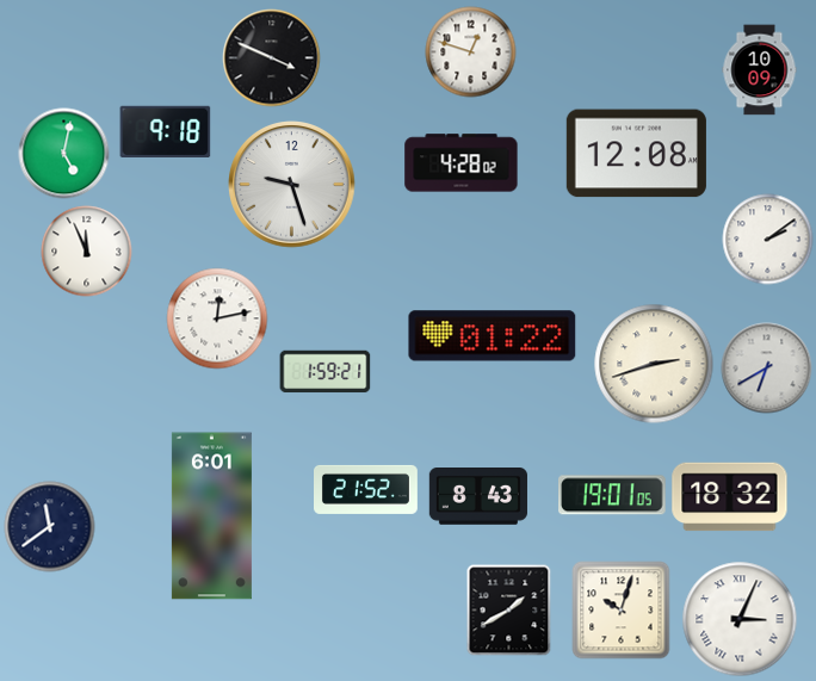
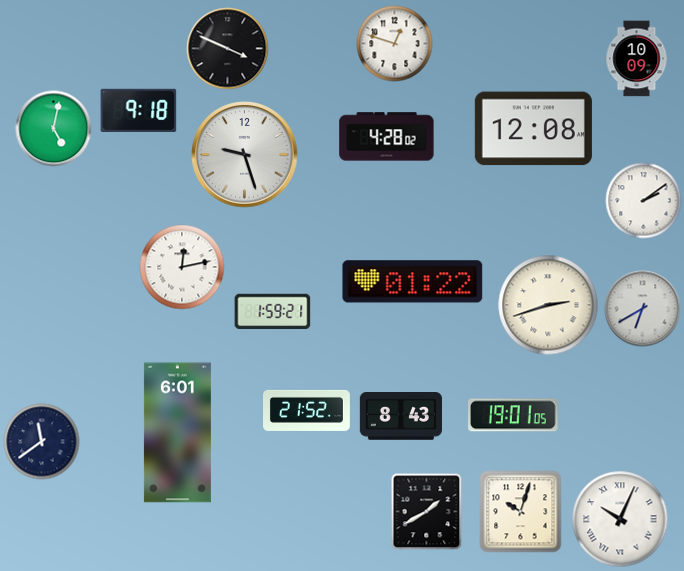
clock at (87, 252): 11:56 -> none
clock at (730, 497): 18:32 -> none
clock at (740, 619): 3:04 -> 10:04
